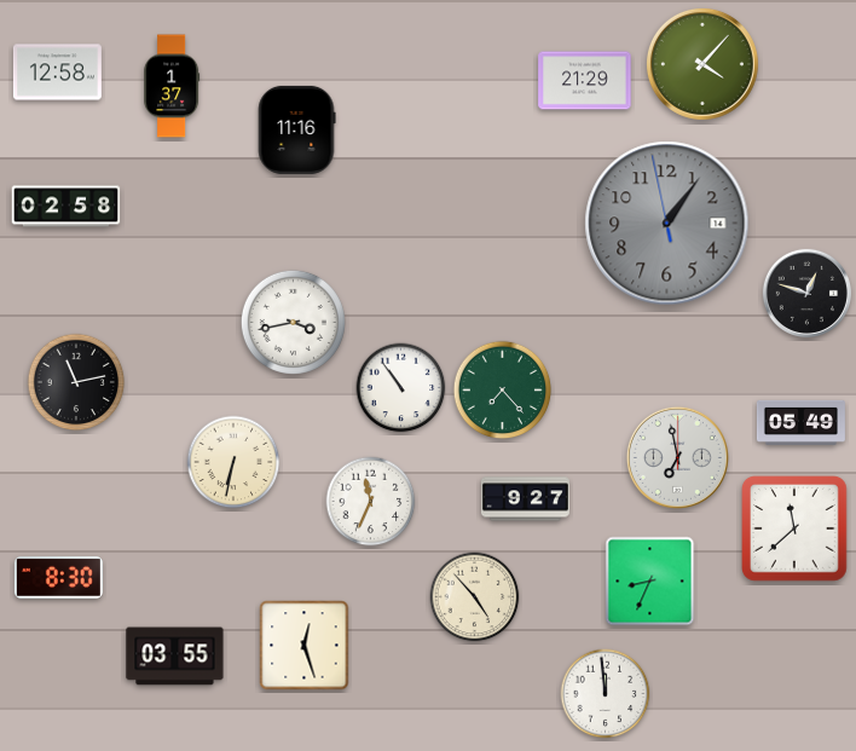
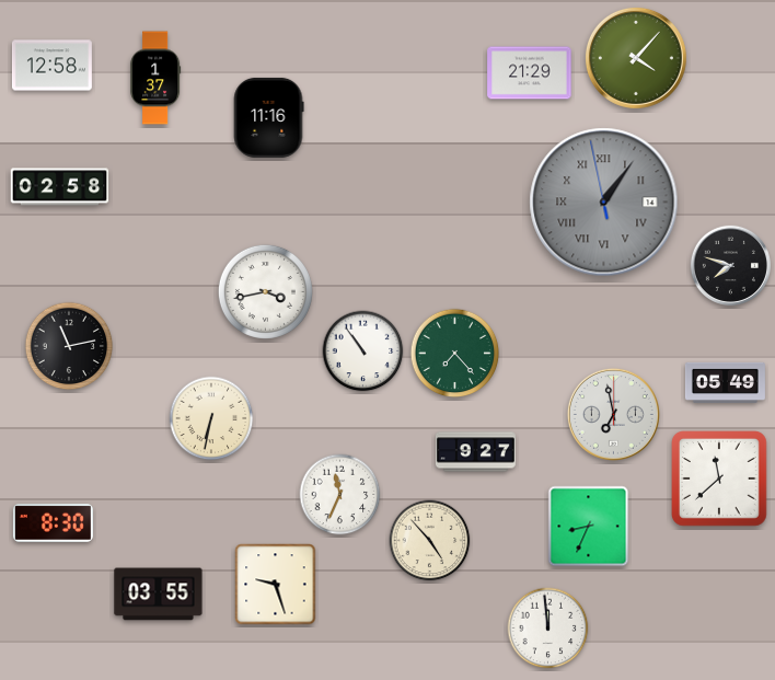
clock at (667, 224) numerals: Arabic -> Roman
clock at (806, 293): 12:48 -> 7:48
clock at (371, 502) position: (371, 502) -> (340, 495)
clock at (305, 646): 12:27 -> 9:27
